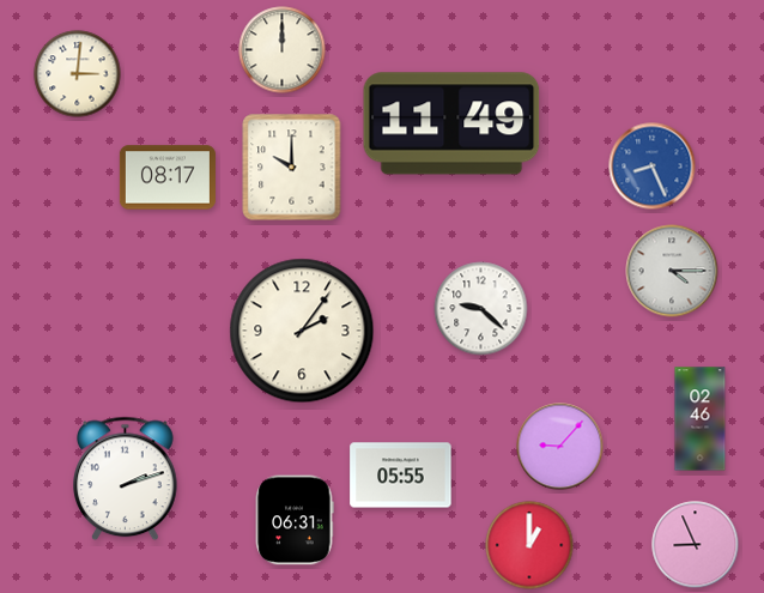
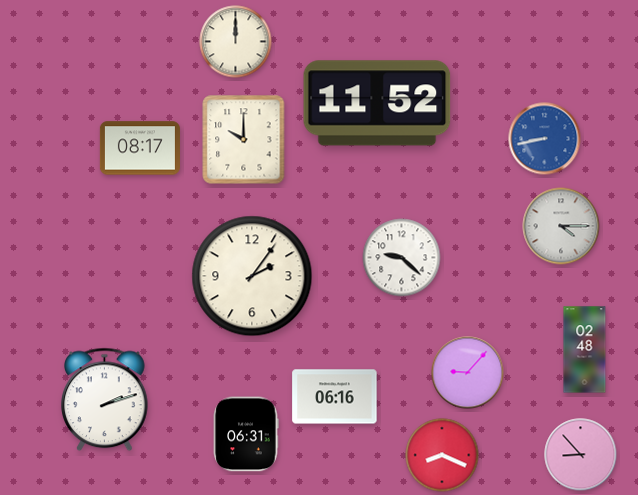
clock at (78, 74): 3:01 -> none
clock at (451, 123): 11:49 -> 11:52
clock at (653, 167): 8:26 -> 8:43
clock at (701, 419): 02:46 -> 02:48
clock at (401, 476): 05:55 -> 06:16
clock at (529, 545): 1:00 -> 8:19
clock at (696, 545): 8:56 -> 8:53
